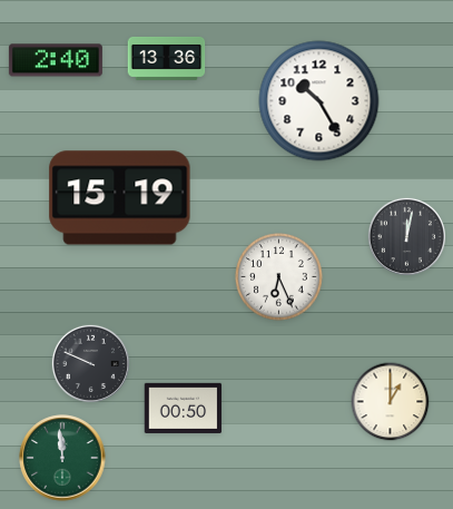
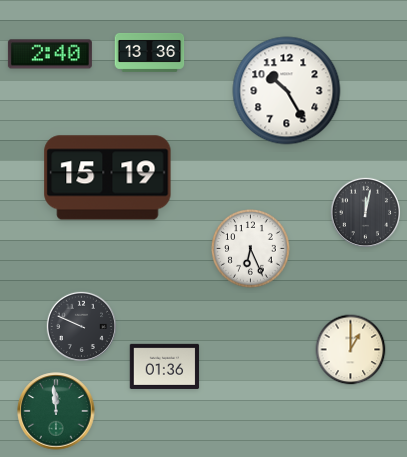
clock at (391, 402) position: (391, 402) -> (351, 350)
clock at (184, 408): 00:50 -> 01:36
